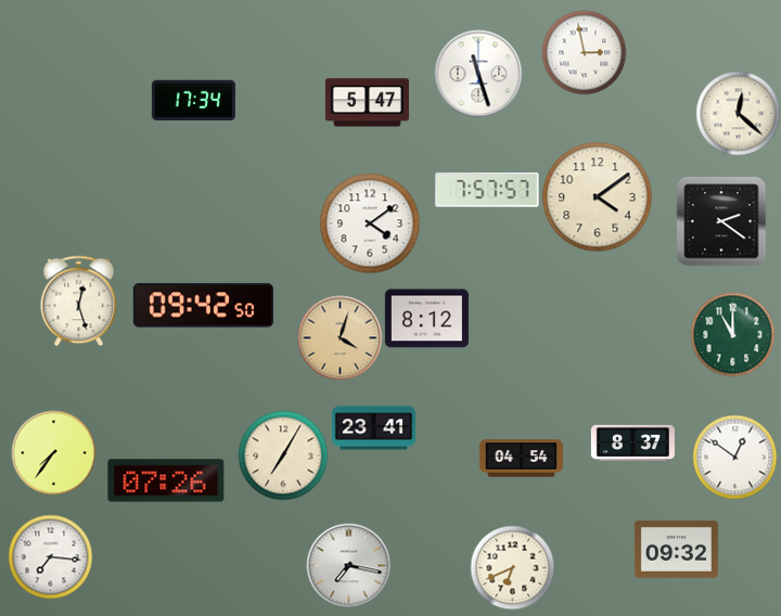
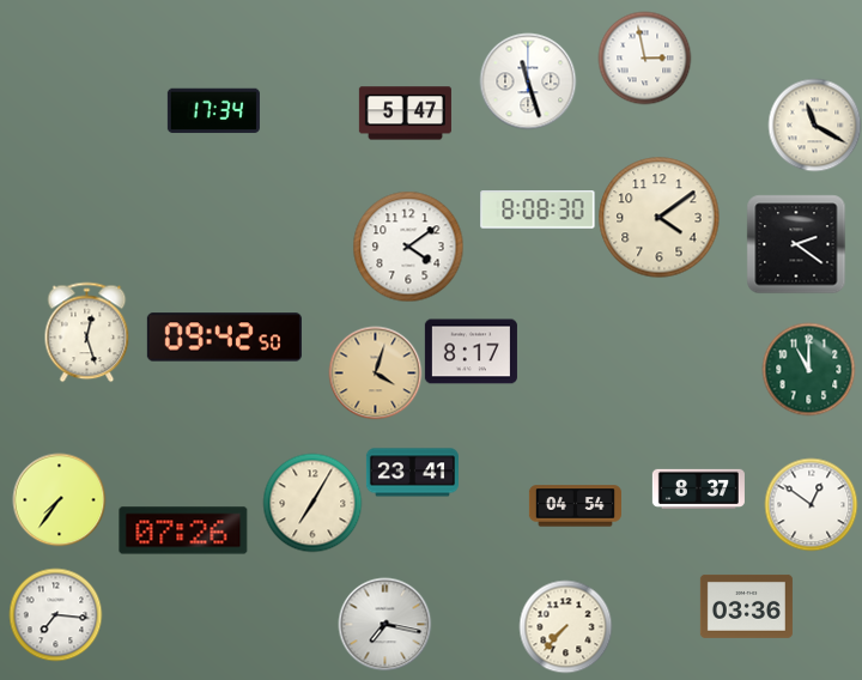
clock at (738, 113): 12:22 -> 11:20
clock at (487, 190): 7:57 -> 8:08
clock at (426, 319): 8:12 -> 8:17
clock at (676, 549): 09:32 -> 03:36
clock at (512, 567): 6:41 -> 7:37
